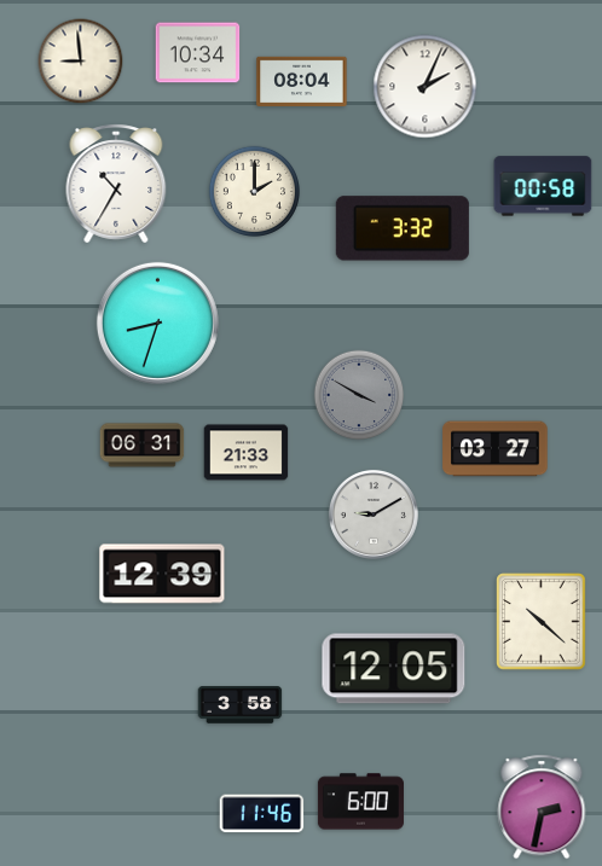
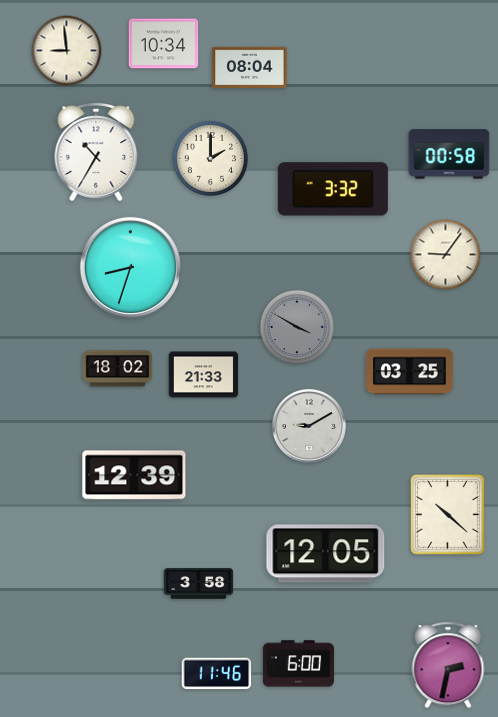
clock at (426, 87): 2:04 -> none
clock at (446, 255): none -> 9:06
clock at (143, 446): 06:31 -> 18:02
clock at (496, 449): 03:27 -> 03:25
clock at (542, 807) position: (542, 807) -> (448, 665)
